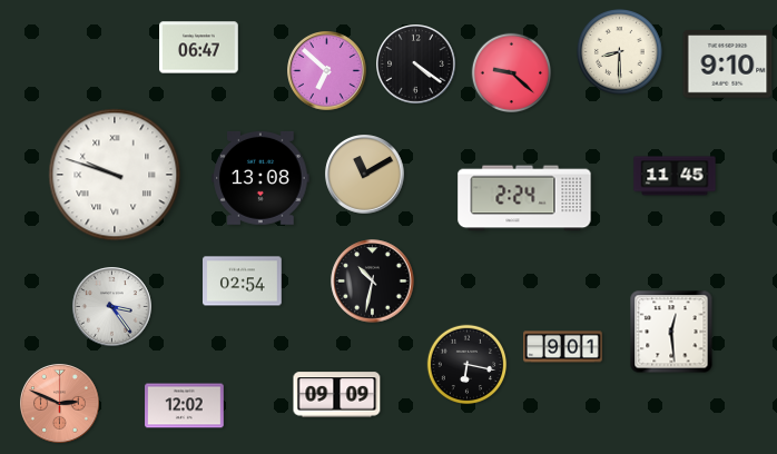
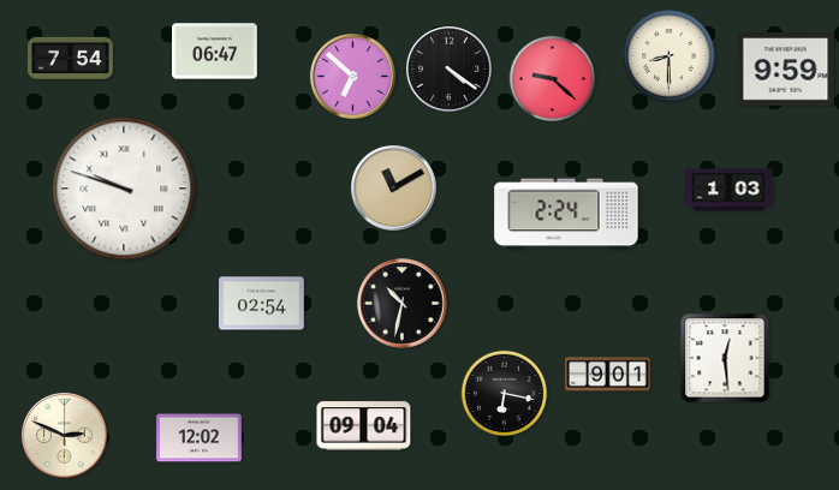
clock at (71, 59): none -> 7:54
clock at (728, 65): 9:10 -> 9:59
clock at (675, 176): 11:45 -> 1:03
clock at (260, 178): 13:08 -> none
clock at (112, 307): 3:24 -> none
clock at (337, 395): 09:09 -> 09:04
clock at (60, 404) dial: salmon -> cream
